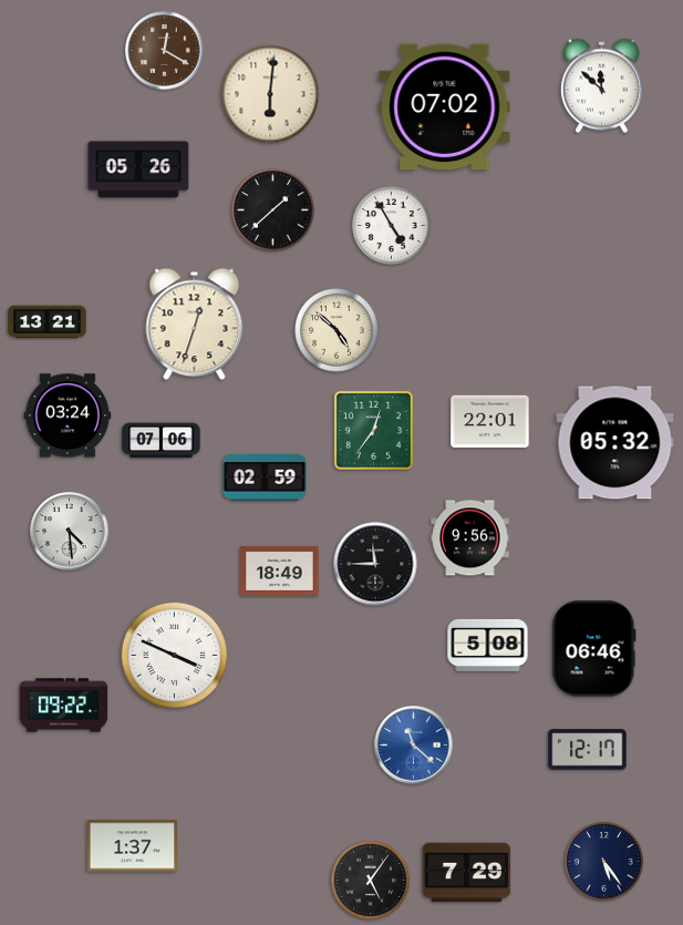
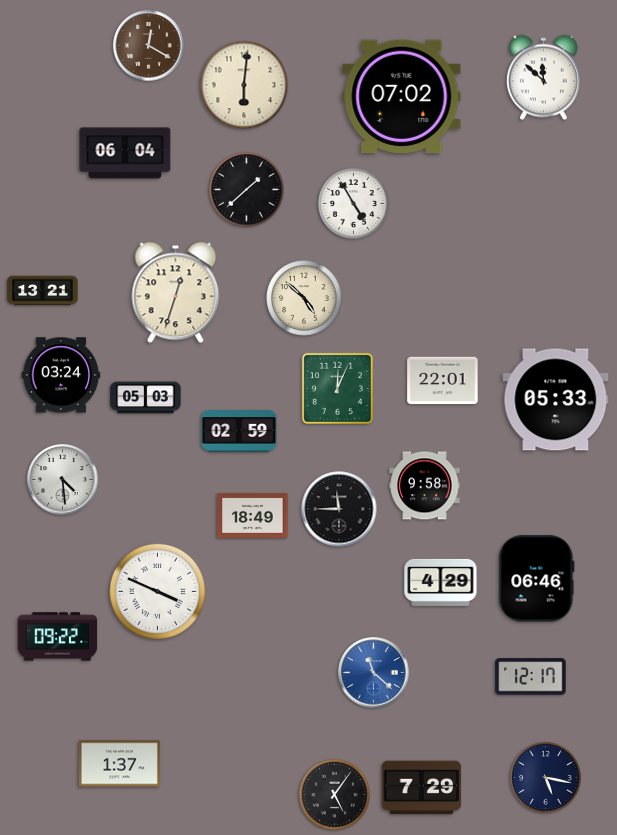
clock at (138, 169): 05:26 -> 06:04
clock at (373, 430): 12:36 -> 12:04
clock at (162, 441): 07:06 -> 05:03
clock at (615, 443): 05:32 -> 05:33
clock at (470, 538): 9:56 -> 9:58
clock at (488, 645): 5:08 -> 4:29
clock at (594, 649) position: (594, 649) -> (537, 579)
clock at (603, 861): 5:24 -> 5:17
